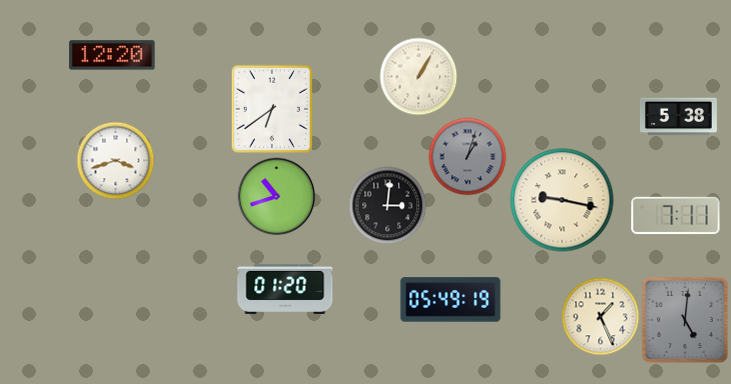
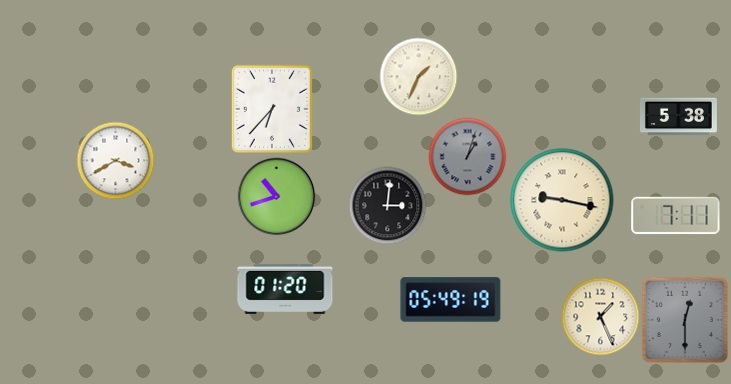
clock at (112, 55): 12:20 -> none
clock at (418, 76): 1:05 -> 1:34
clock at (272, 109): 6:39 -> 6:37
clock at (115, 160): 3:42 -> 3:40
clock at (685, 320): 5:01 -> 12:30
